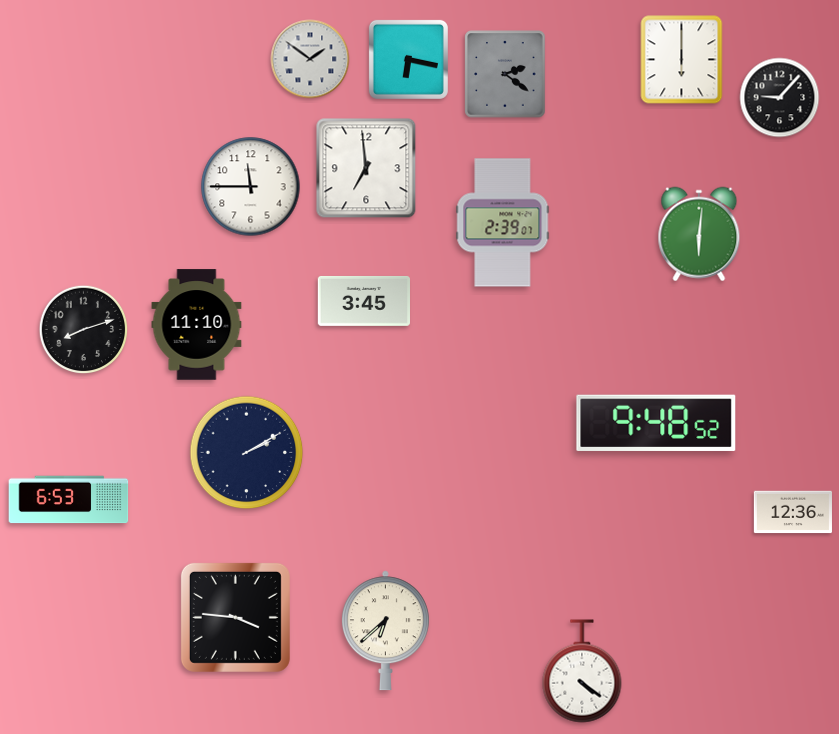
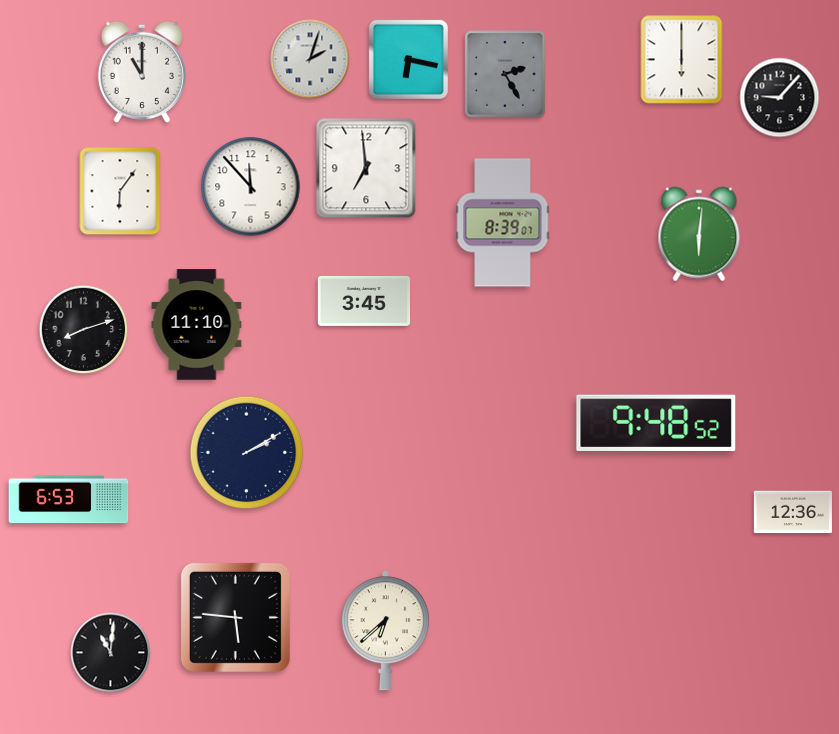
clock at (310, 59): 1:51 -> 2:03
clock at (142, 72): none -> 11:00
clock at (505, 74): 2:21 -> 2:25
clock at (251, 187): 11:45 -> 11:53
clock at (120, 191): none -> 6:06
clock at (503, 223): 2:39 -> 8:39
clock at (235, 617): 3:46 -> 5:46
clock at (111, 653): none -> 11:01
clock at (582, 671): 4:21 -> none
